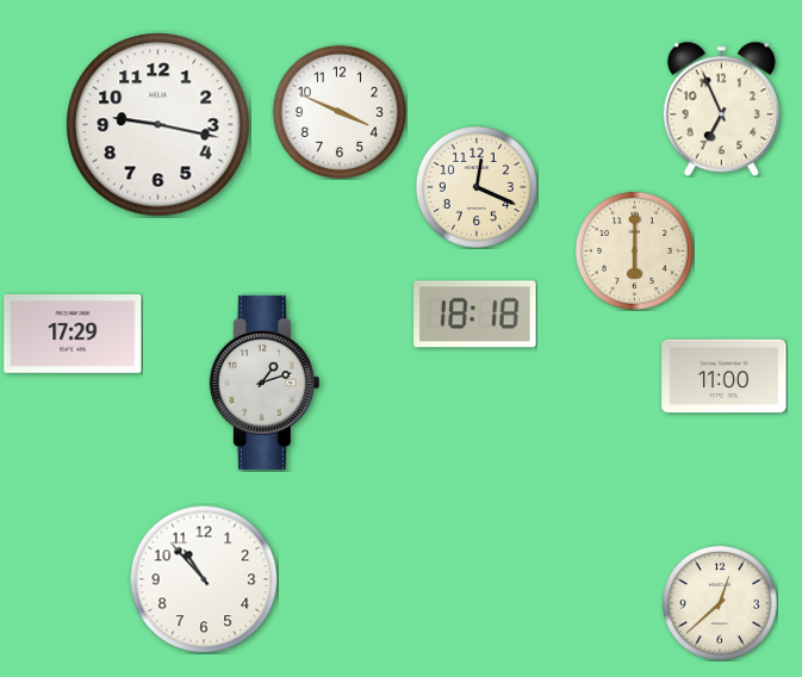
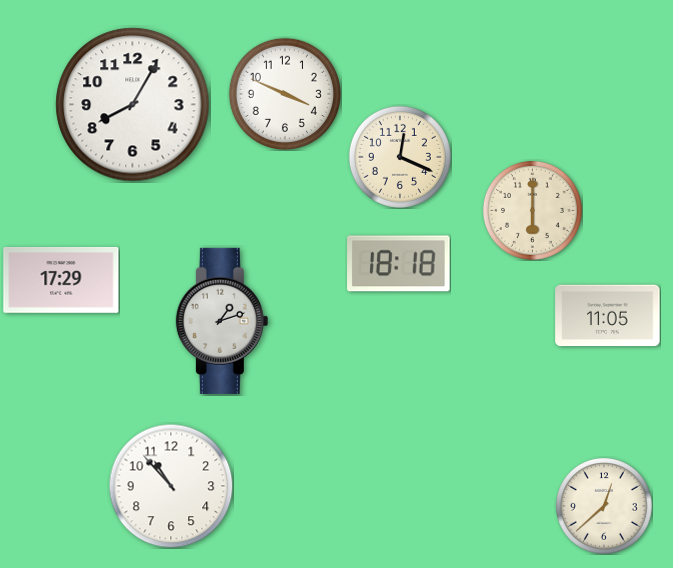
clock at (721, 108): 6:56 -> none
clock at (158, 125): 9:17 -> 8:05
clock at (725, 377): 11:00 -> 11:05
